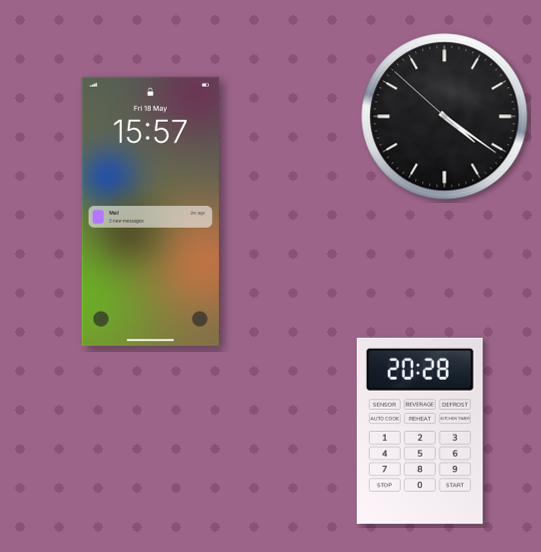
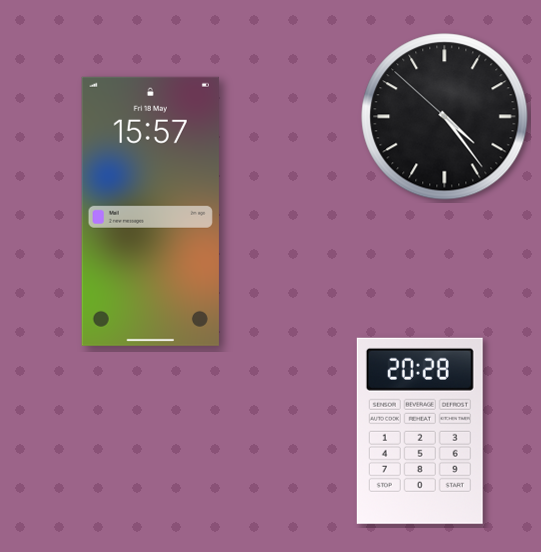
clock at (445, 117): 4:20 -> 4:23
